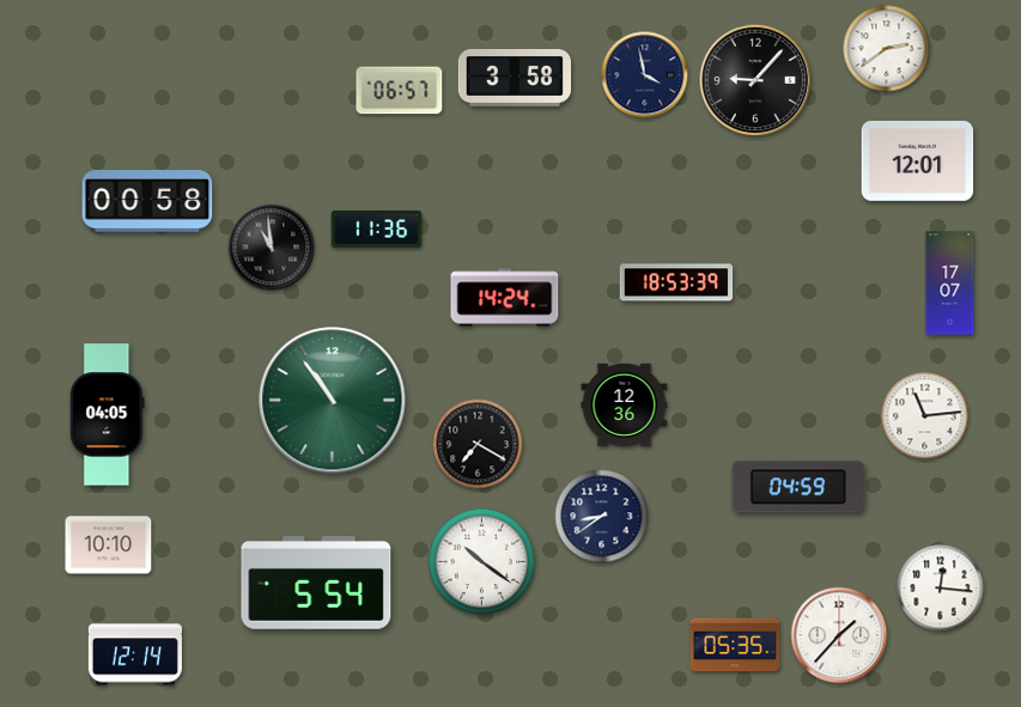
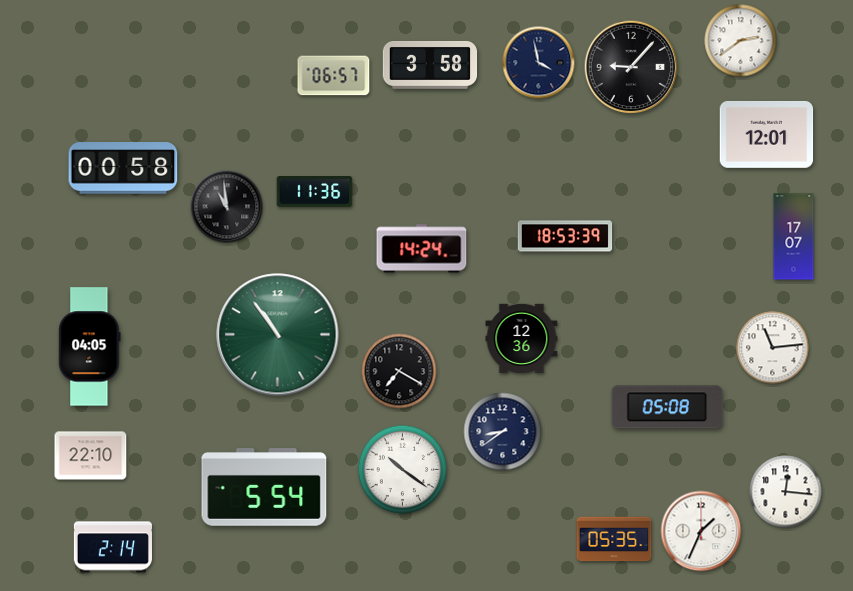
clock at (798, 487): 04:59 -> 05:08
clock at (109, 546): 10:10 -> 22:10
clock at (839, 635): 1:37 -> 1:34
clock at (135, 654): 12:14 -> 2:14
